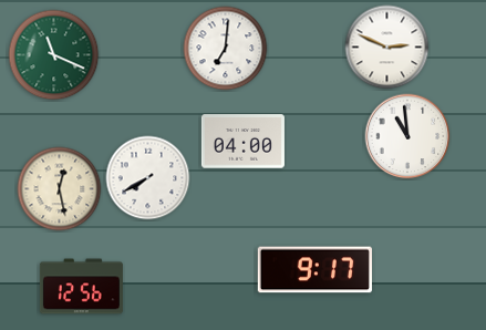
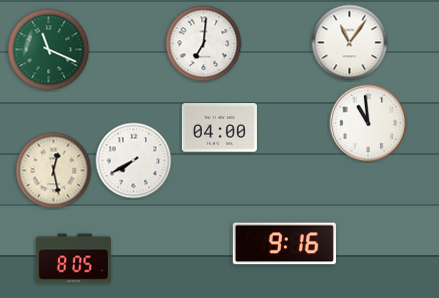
clock at (387, 48): 2:49 -> 11:06
clock at (314, 270): 9:17 -> 9:16
clock at (81, 287): 12:56 -> 8:05
